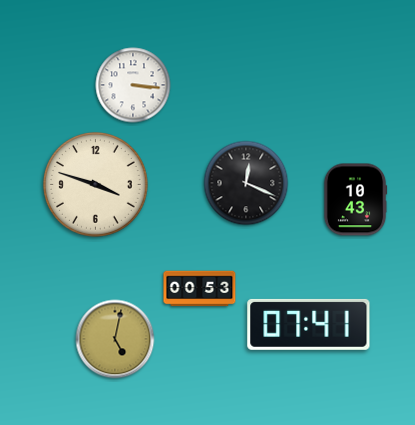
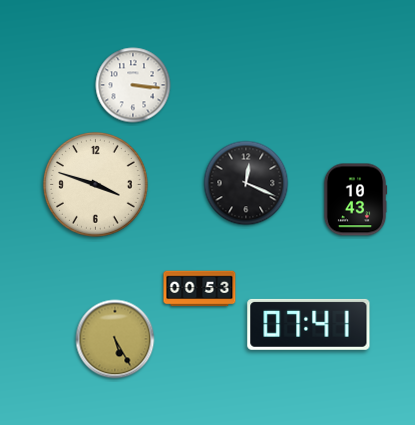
clock at (115, 339): 5:02 -> 5:25
